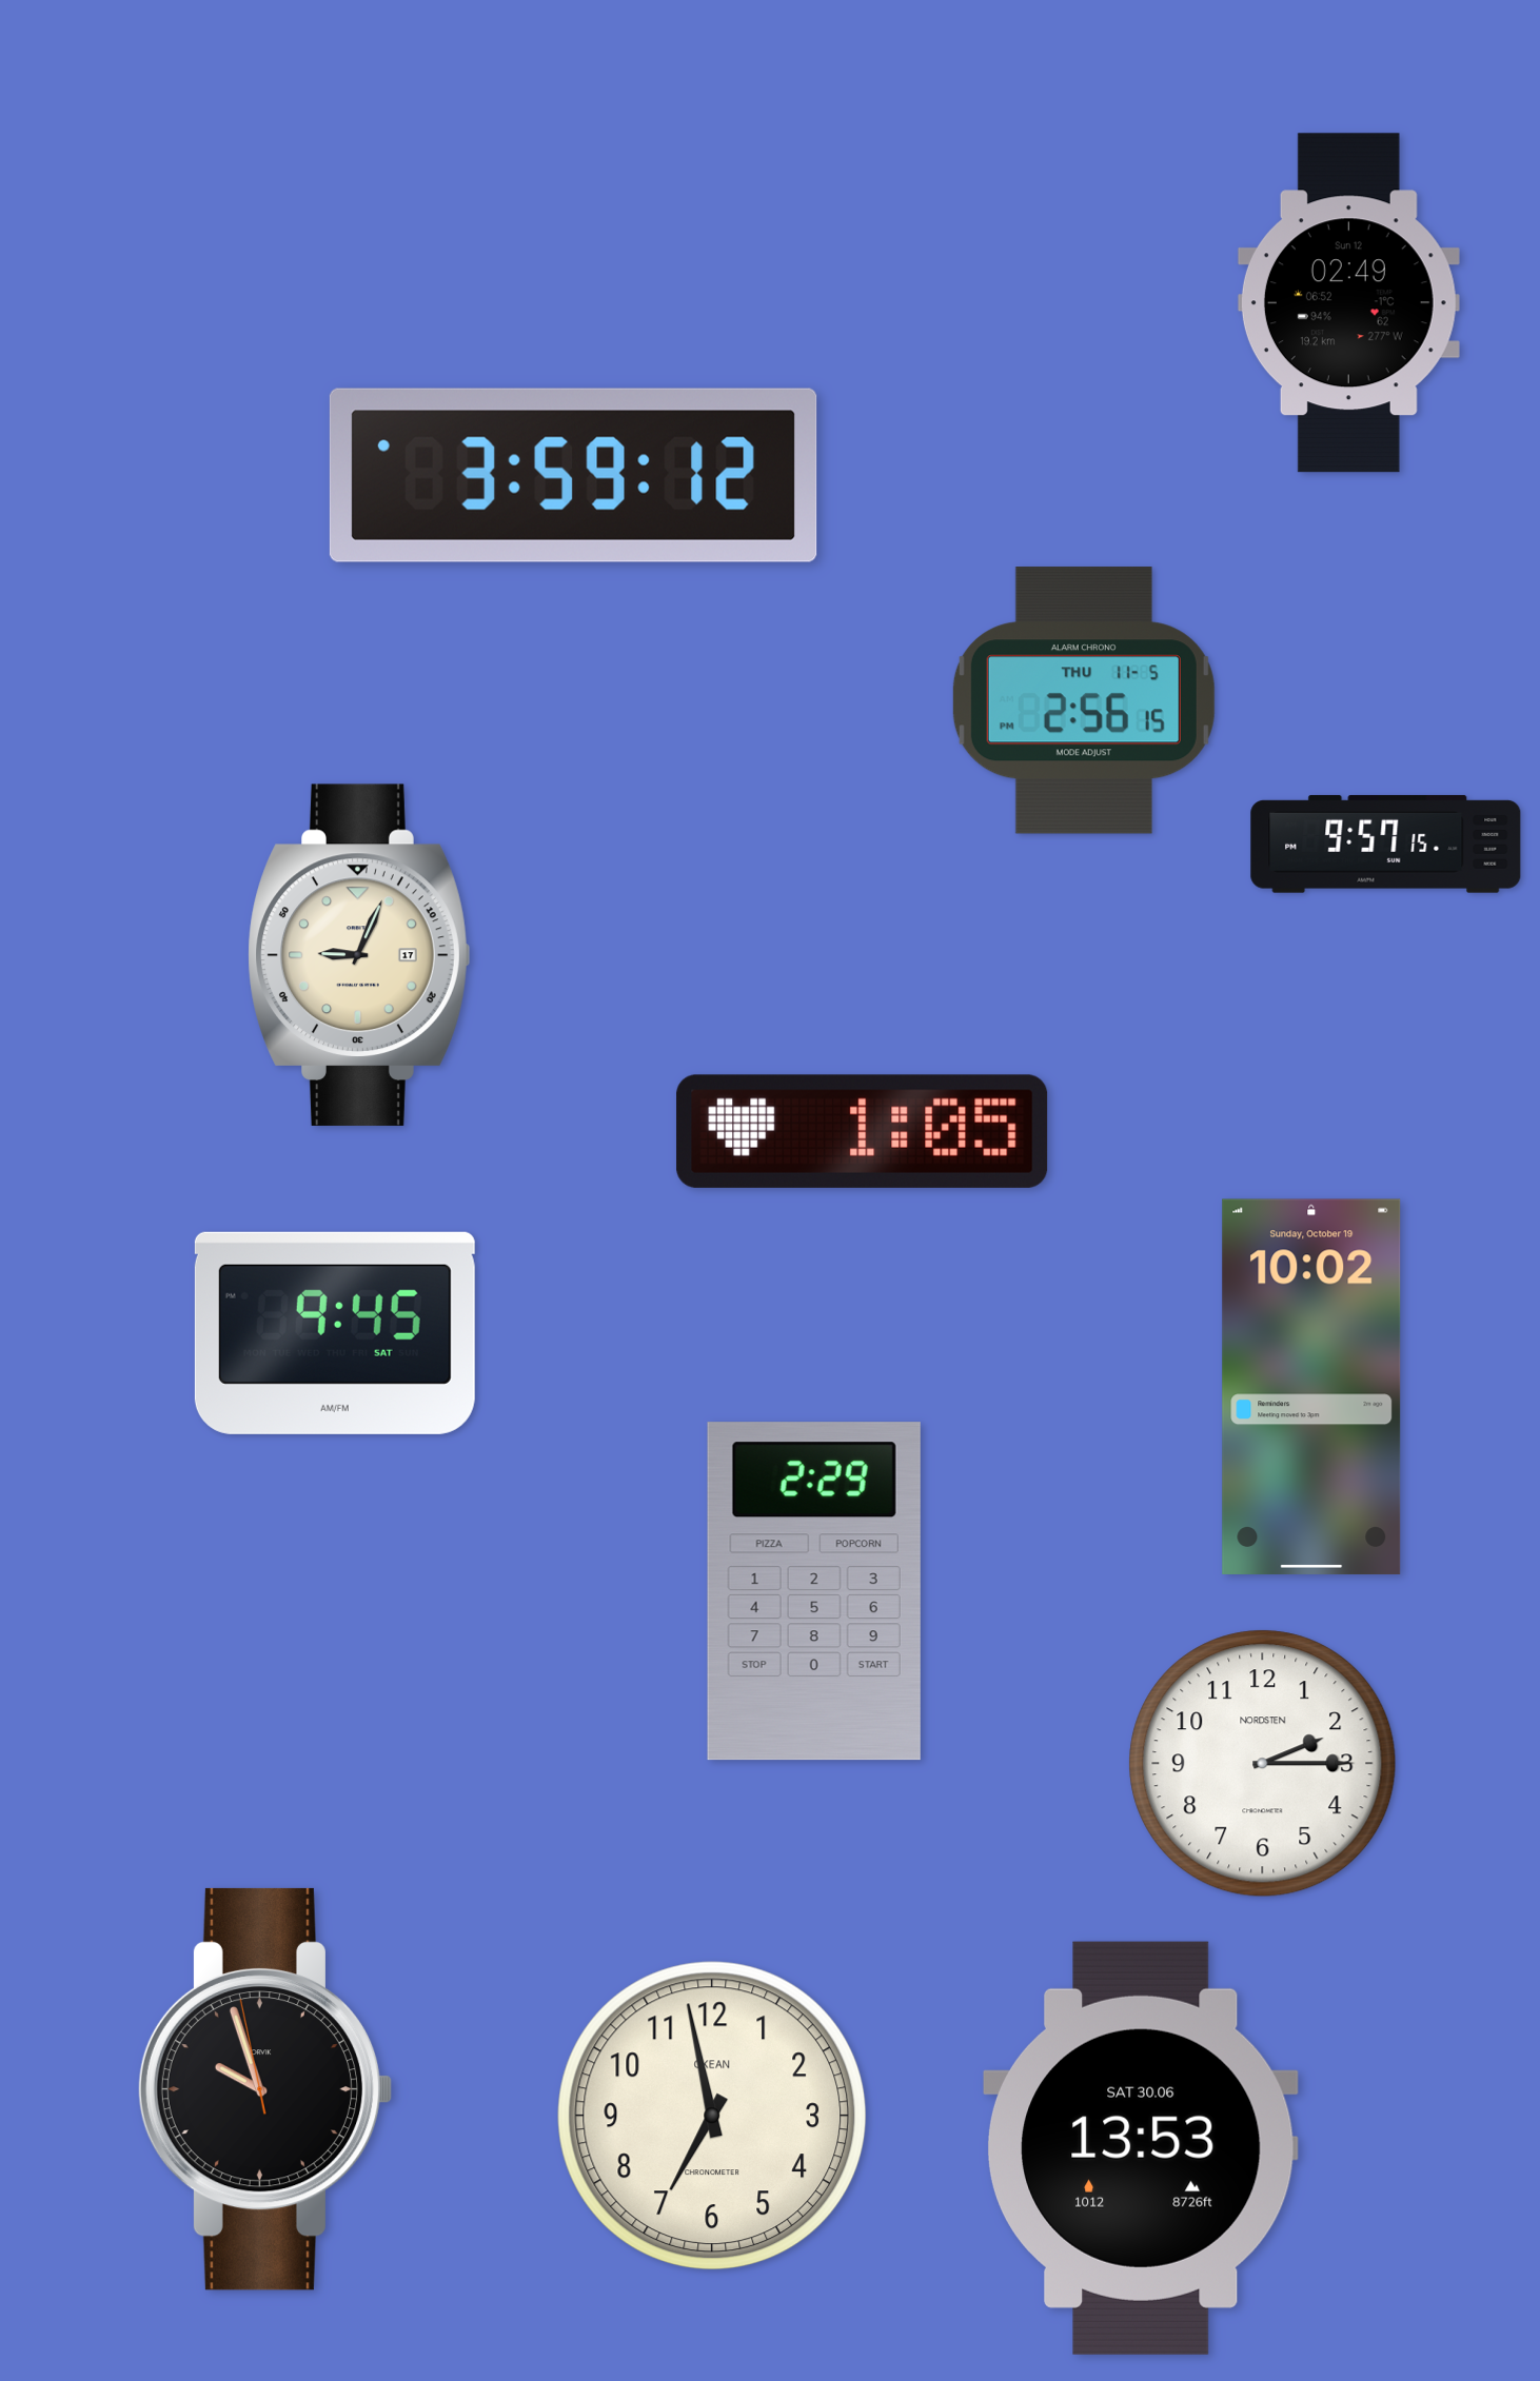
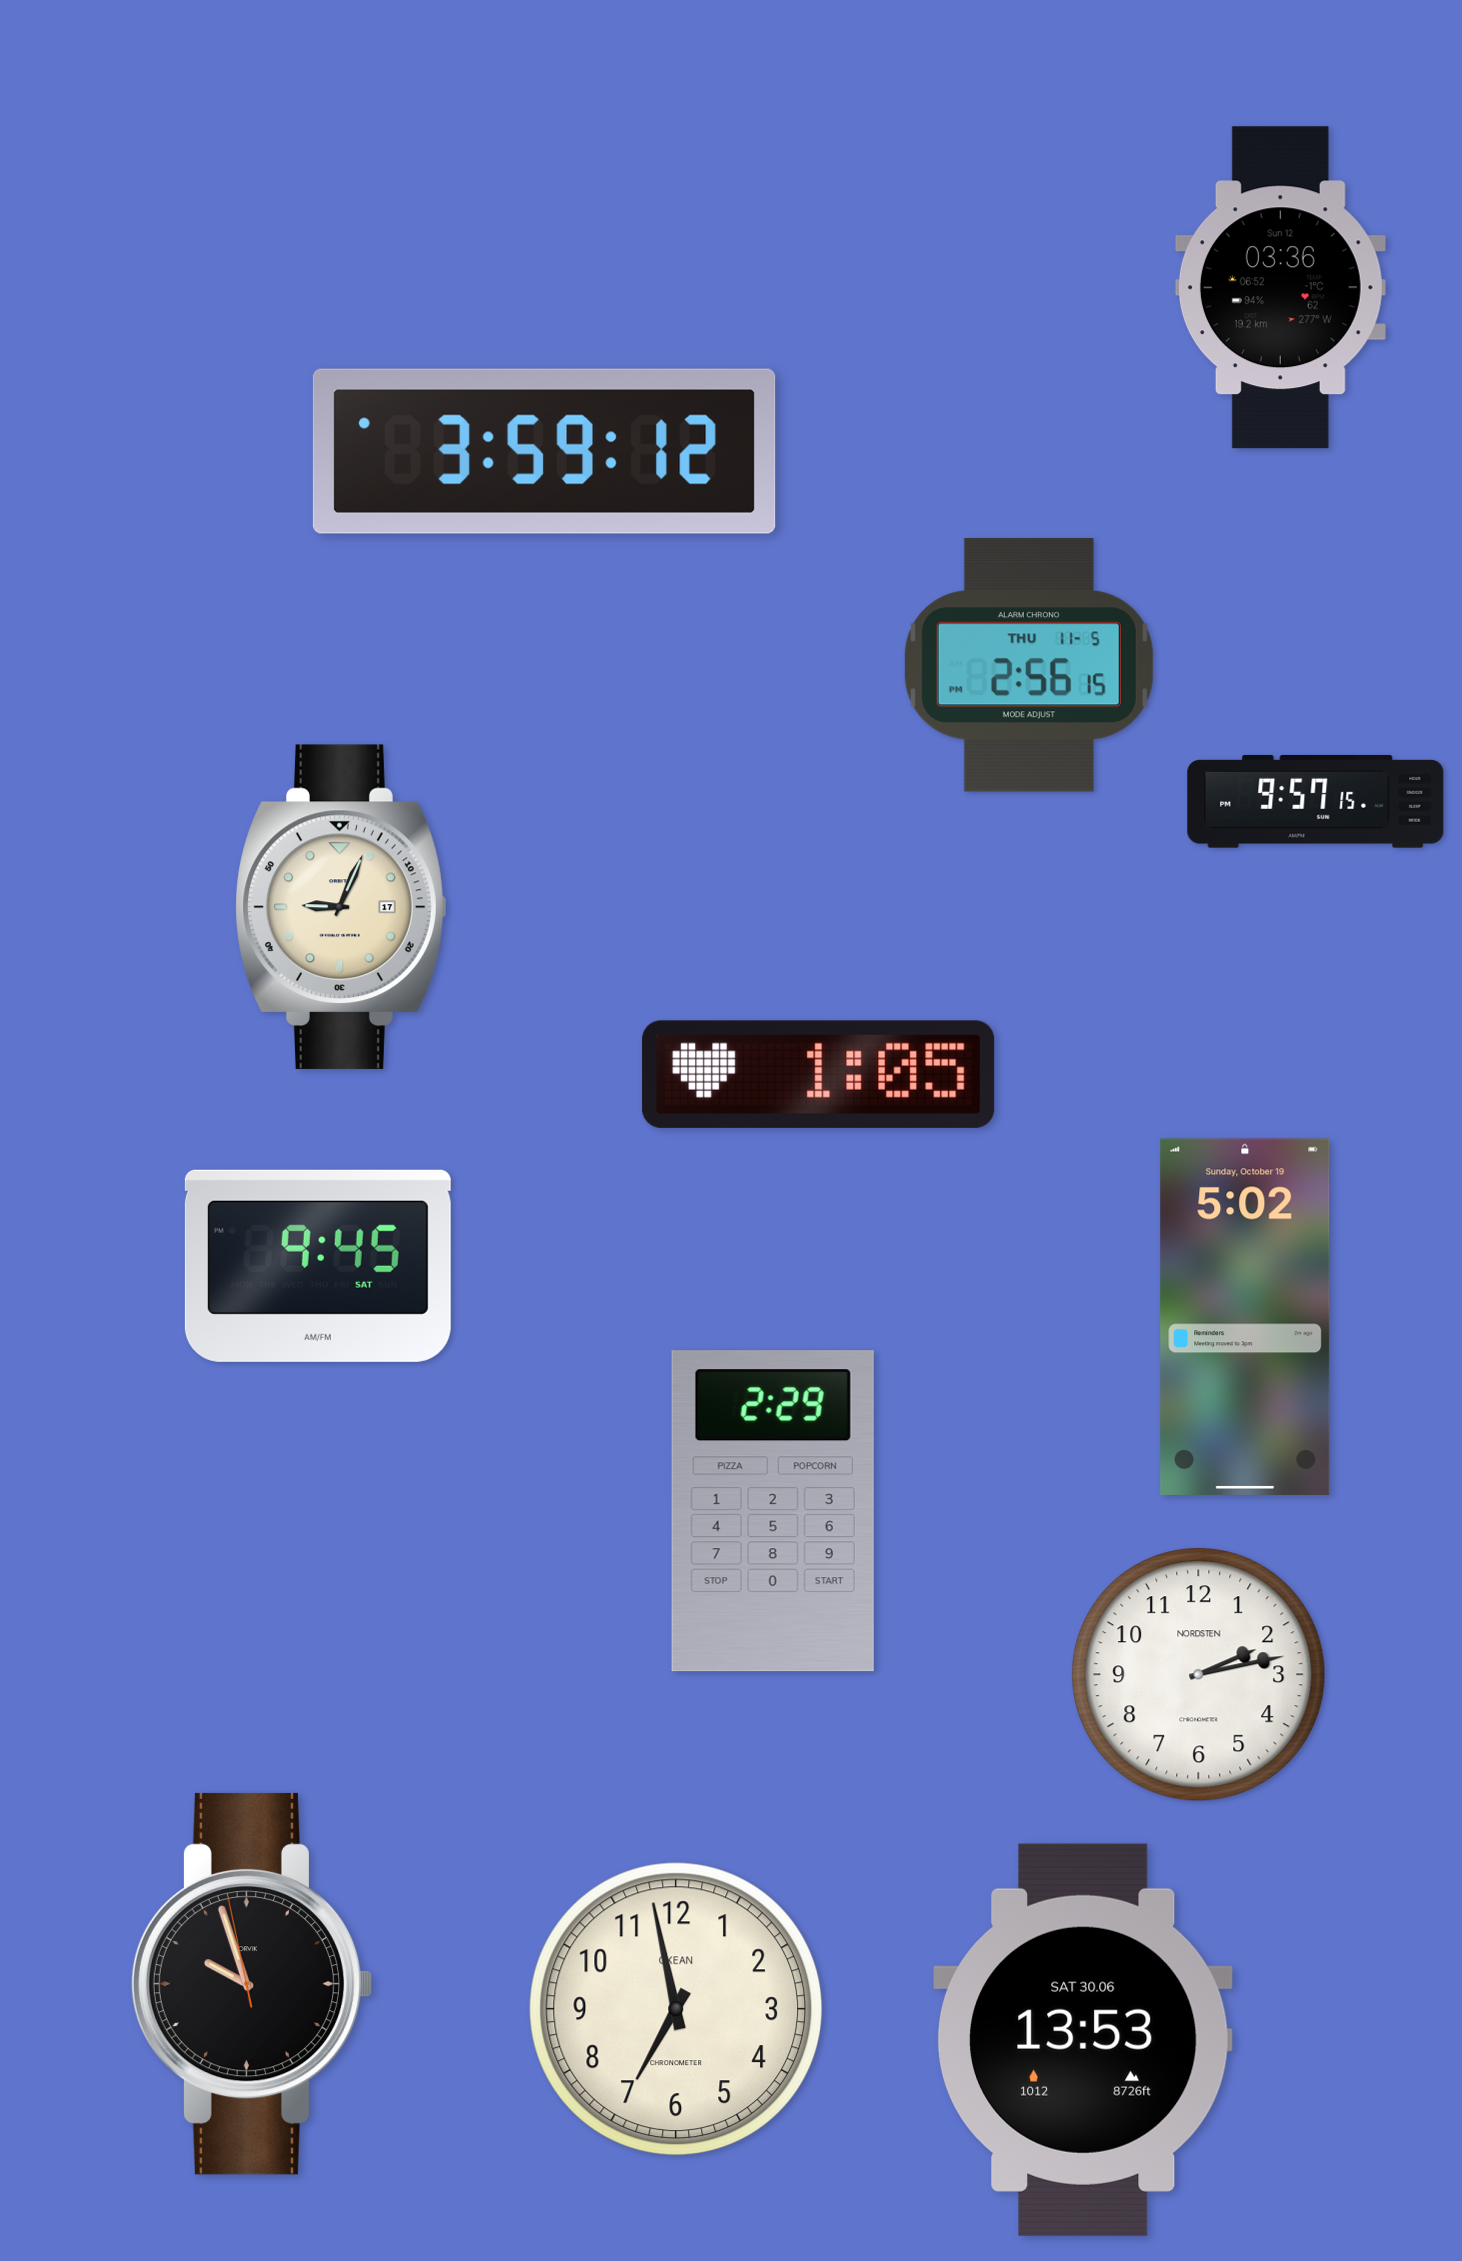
clock at (1348, 303): 02:49 -> 03:36
clock at (1311, 1387): 10:02 -> 5:02
clock at (1263, 1764): 2:15 -> 2:13
